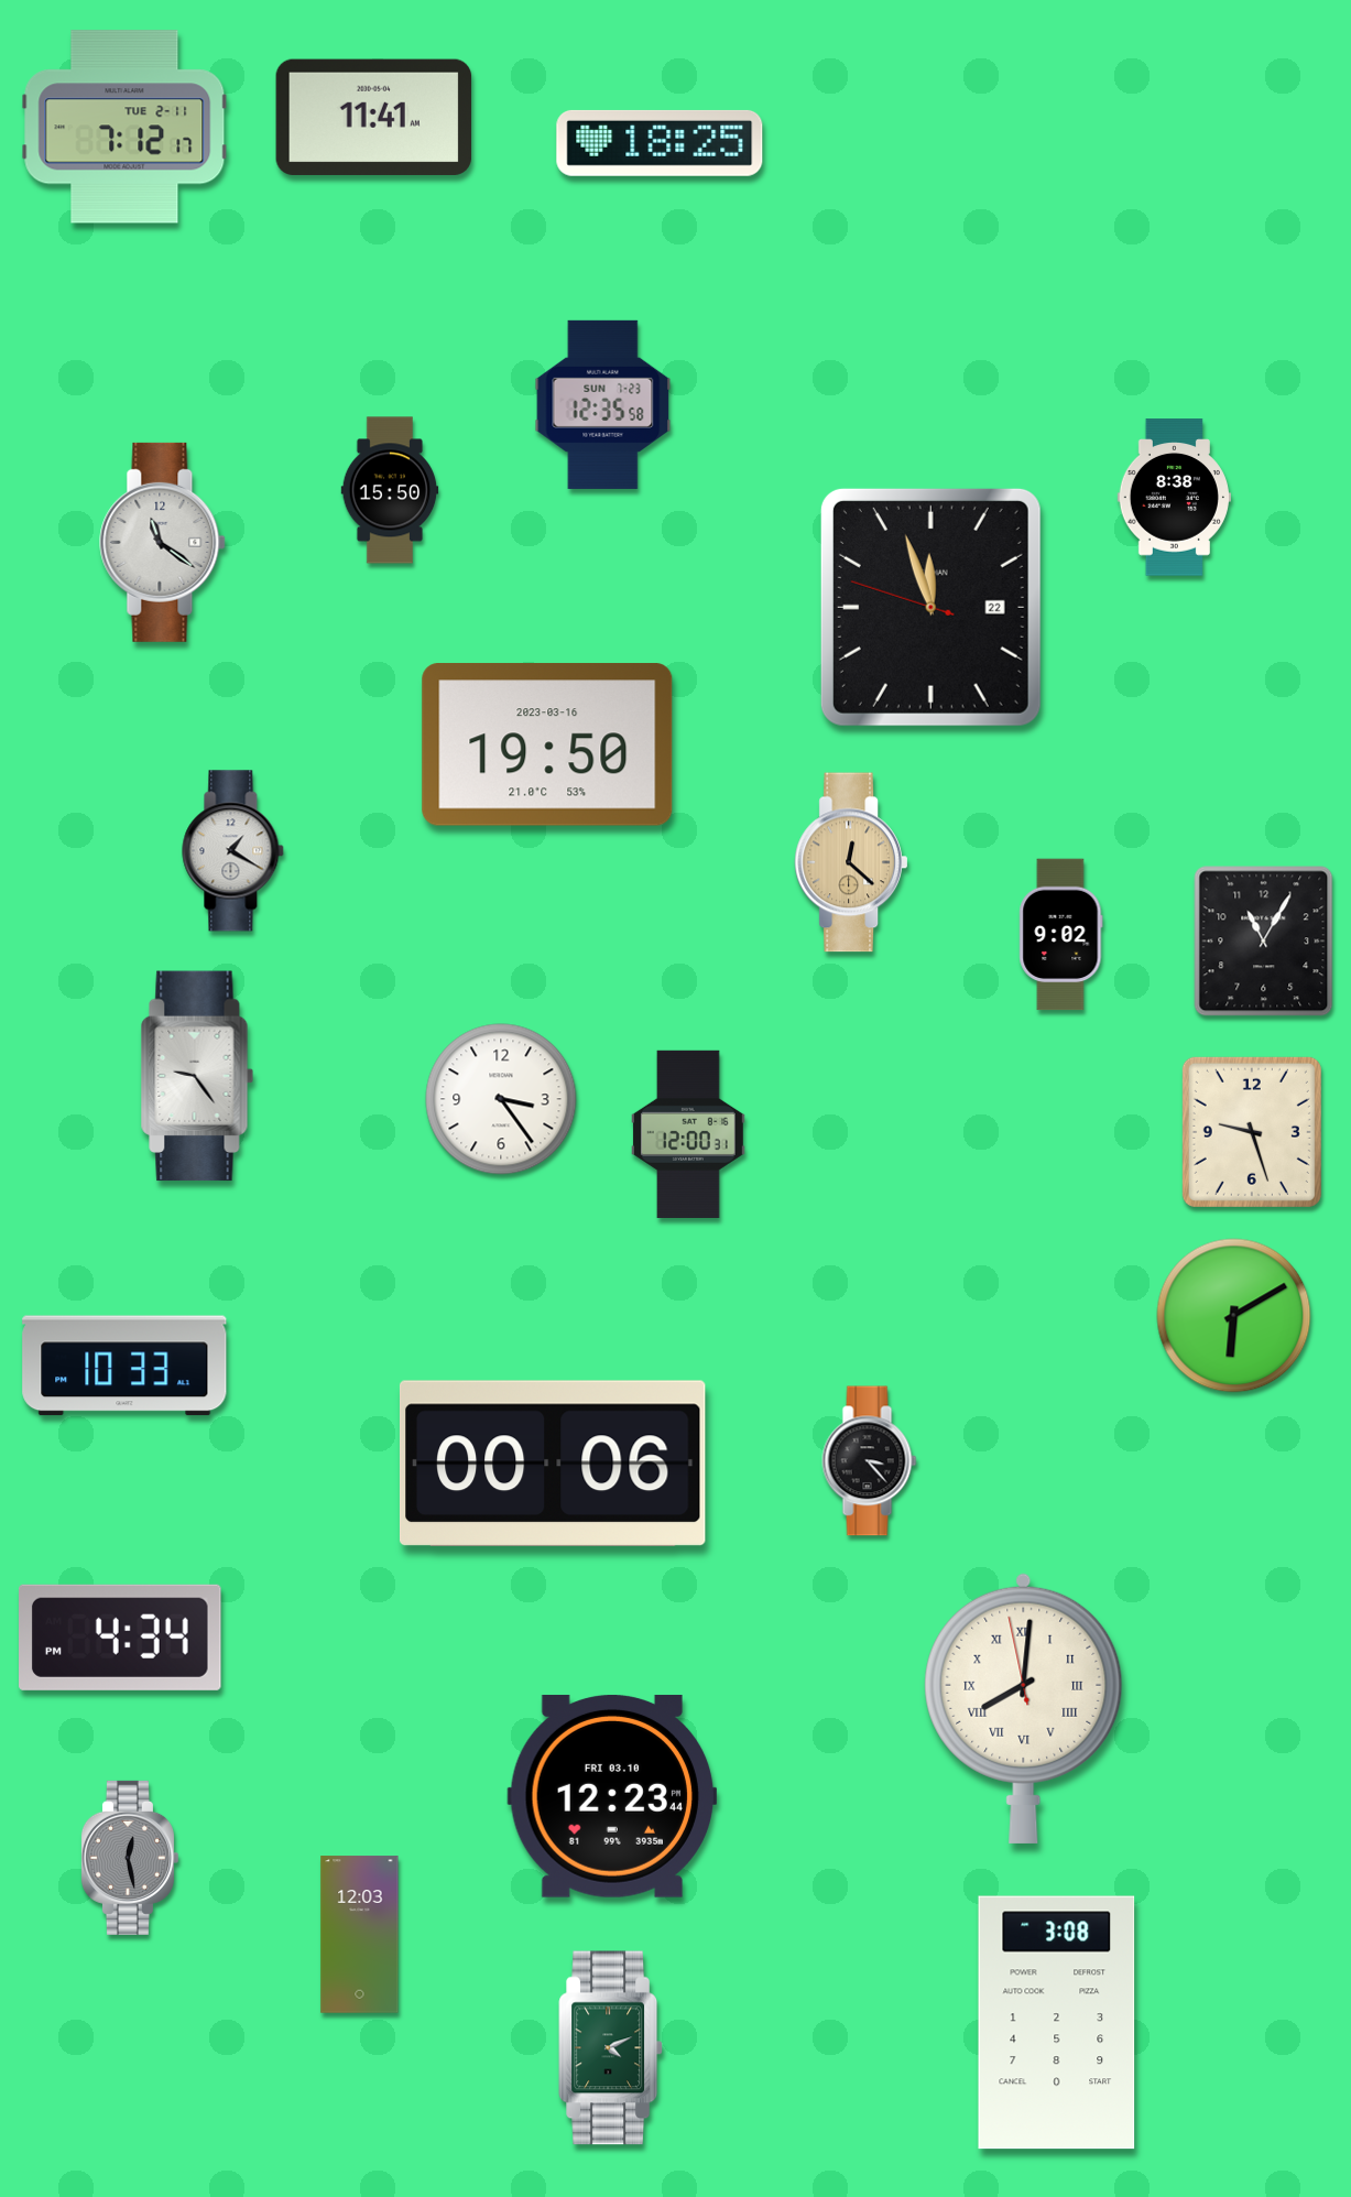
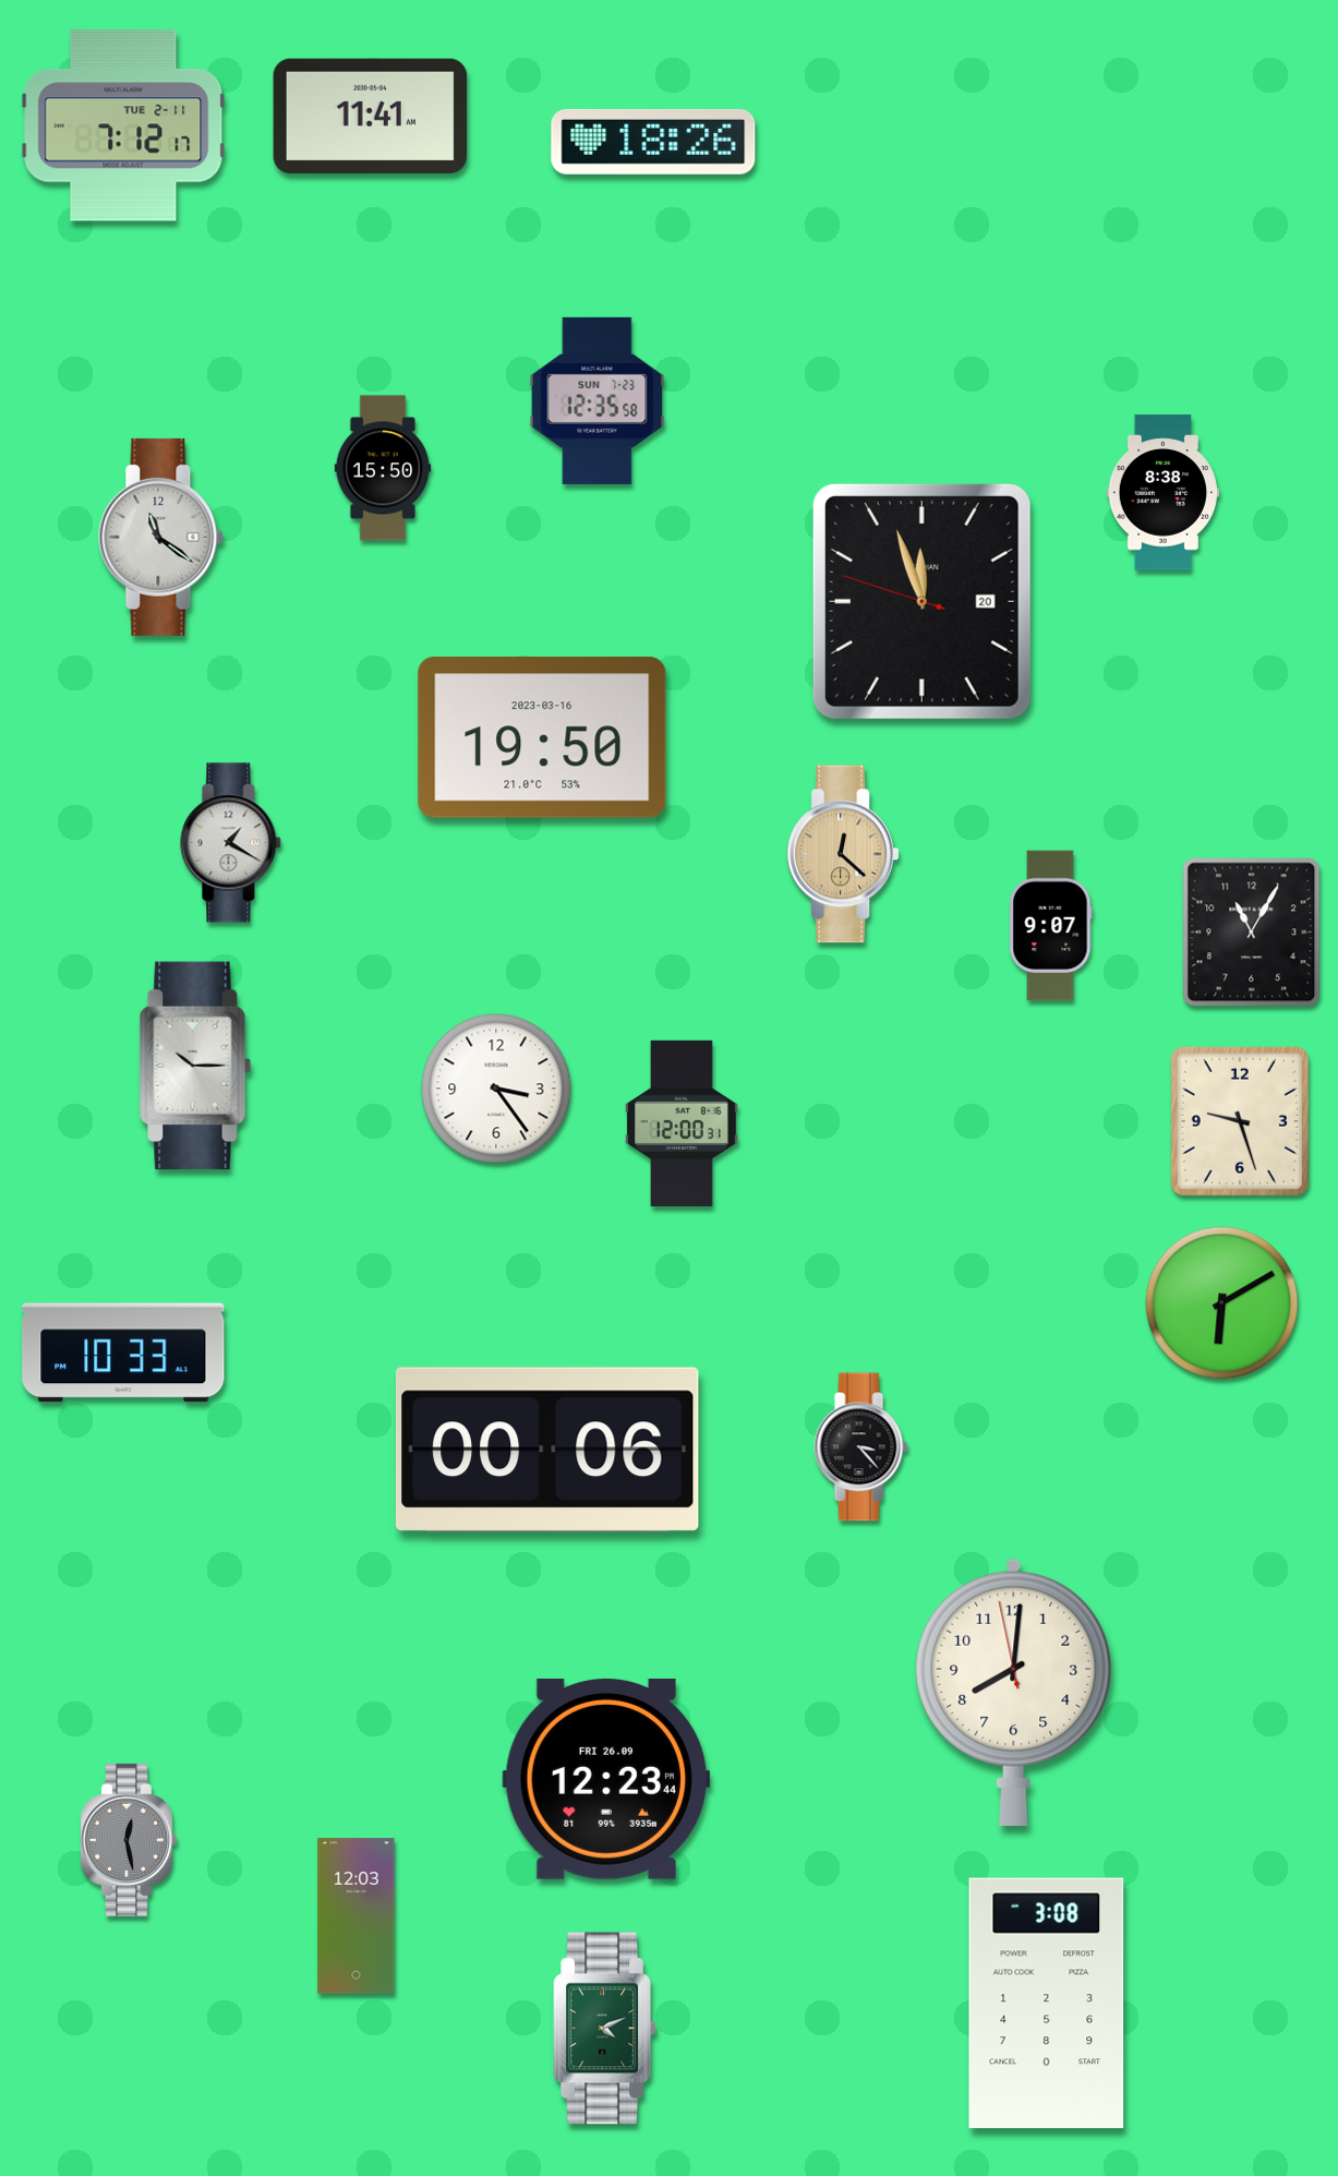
clock at (660, 143): 18:25 -> 18:26
clock at (390, 490) position: (390, 490) -> (383, 468)
clock at (930, 607) date: 22 -> 20
clock at (1061, 935): 9:02 -> 9:07
clock at (197, 1076): 9:24 -> 10:15
clock at (121, 1638): 4:34 -> none
clock at (1024, 1708) numerals: Roman -> Arabic
clock at (612, 1796) date: FRI 03.10 -> FRI 26.09
